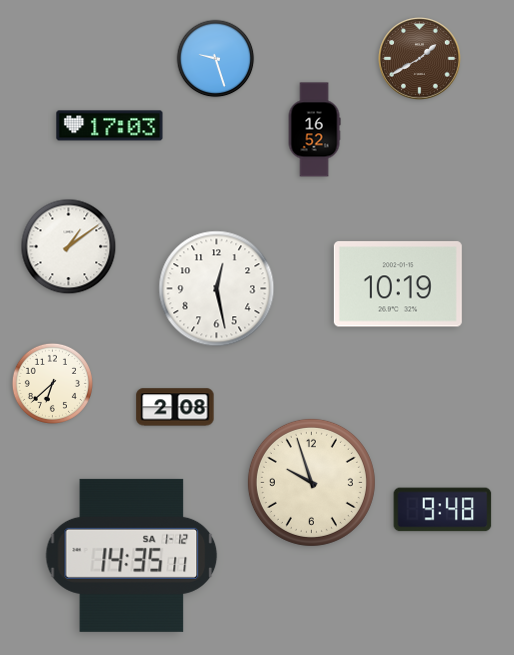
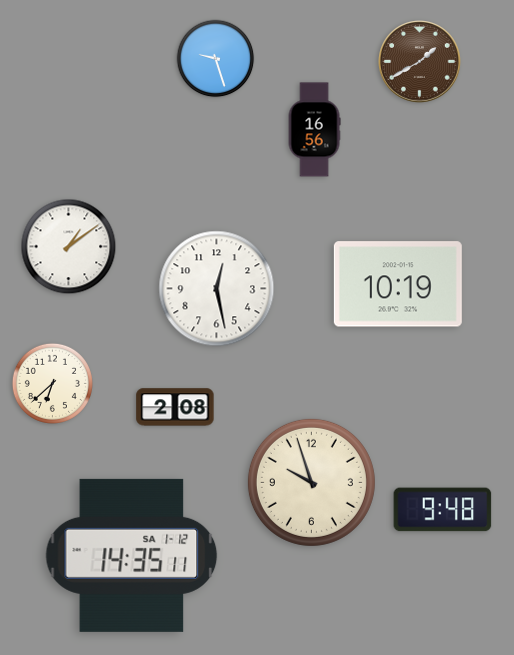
clock at (420, 59) position: (420, 59) -> (420, 62)
clock at (110, 126): 17:03 -> none
clock at (314, 130): 16:52 -> 16:56
